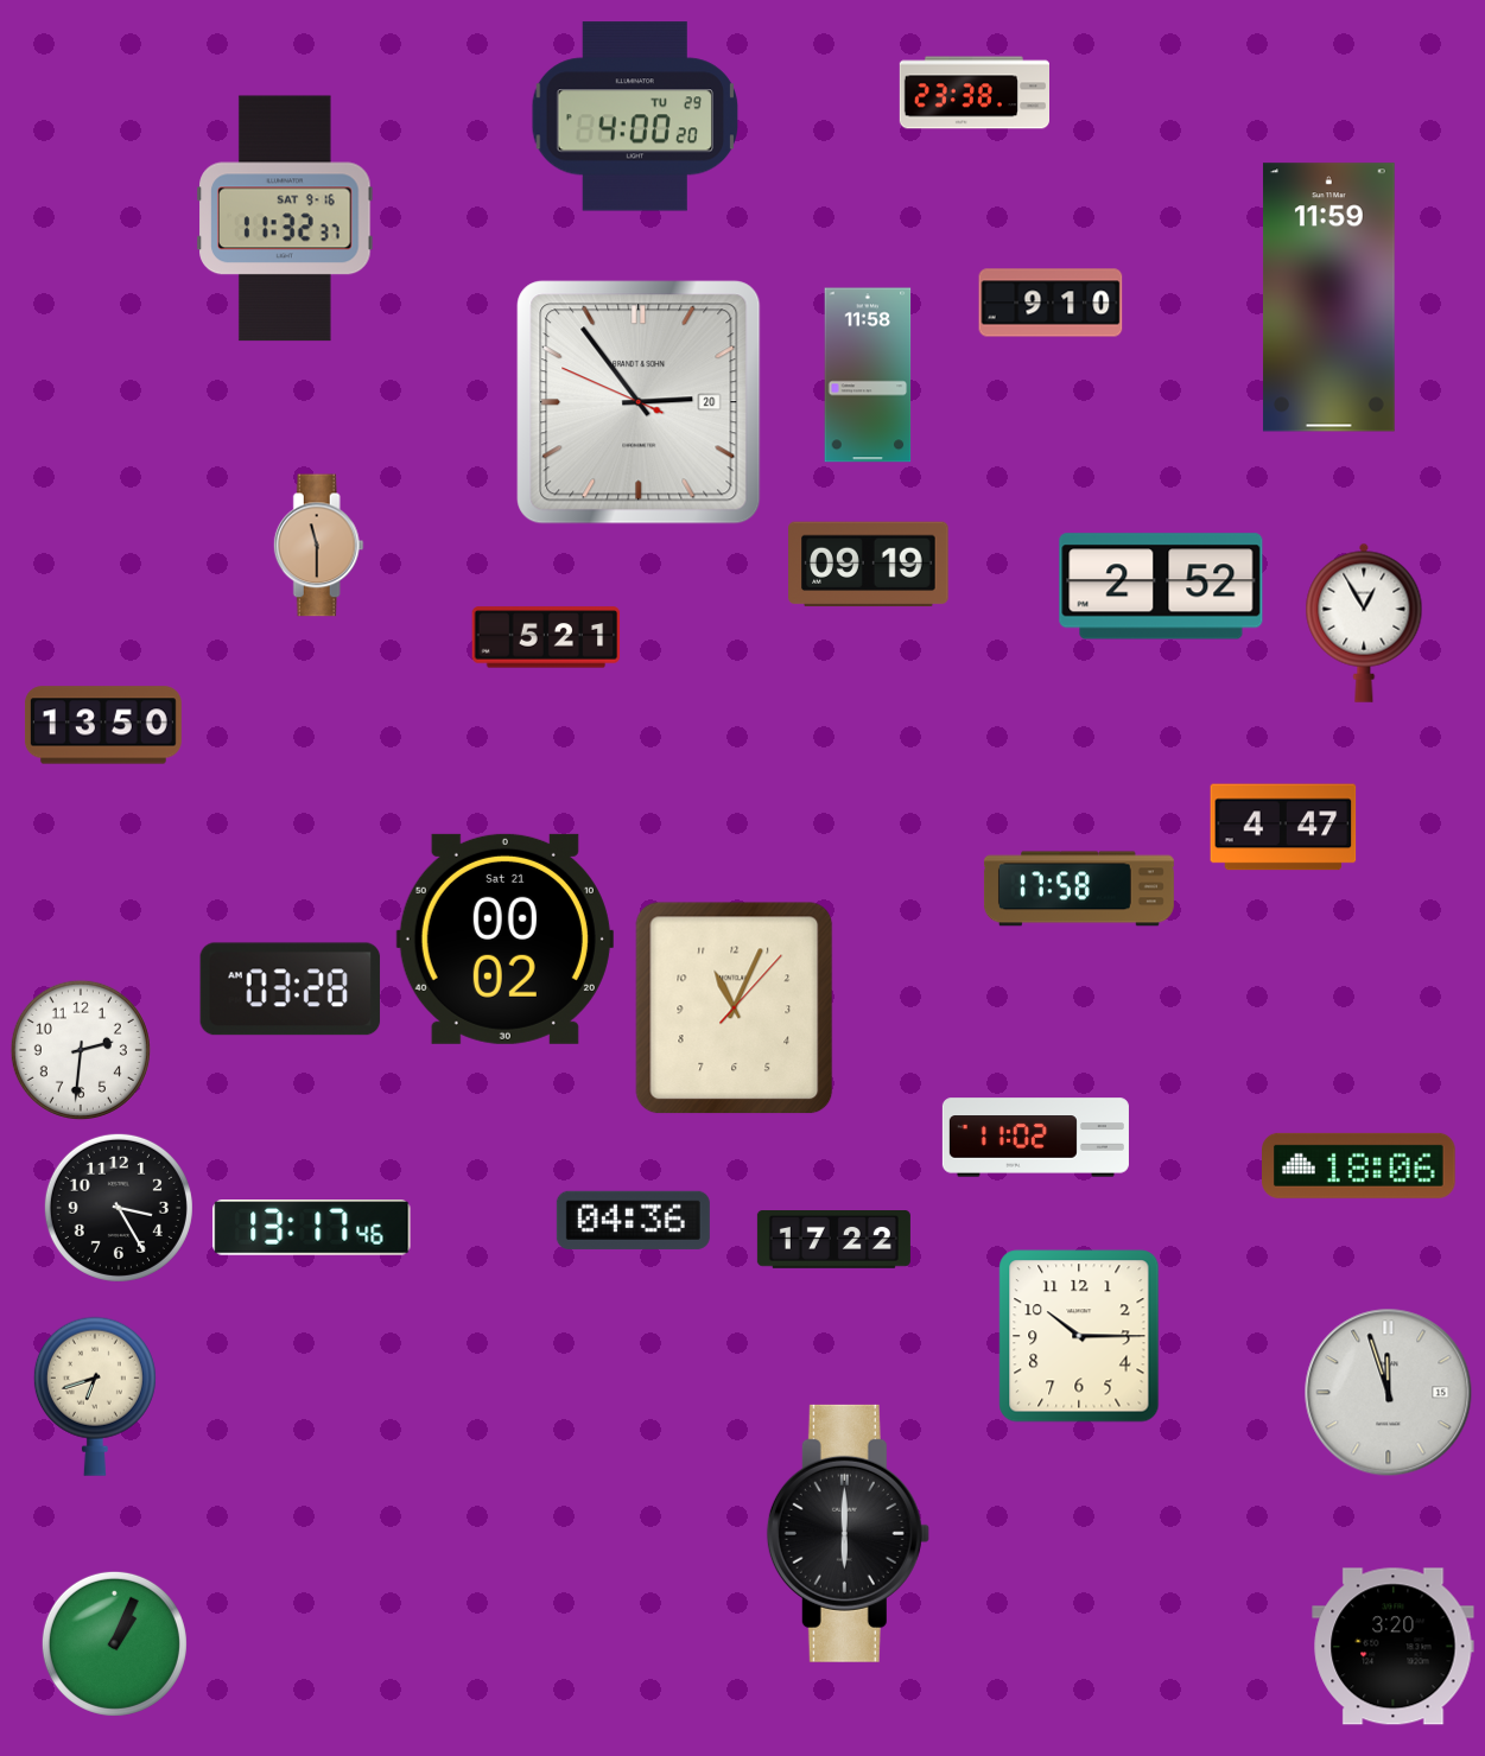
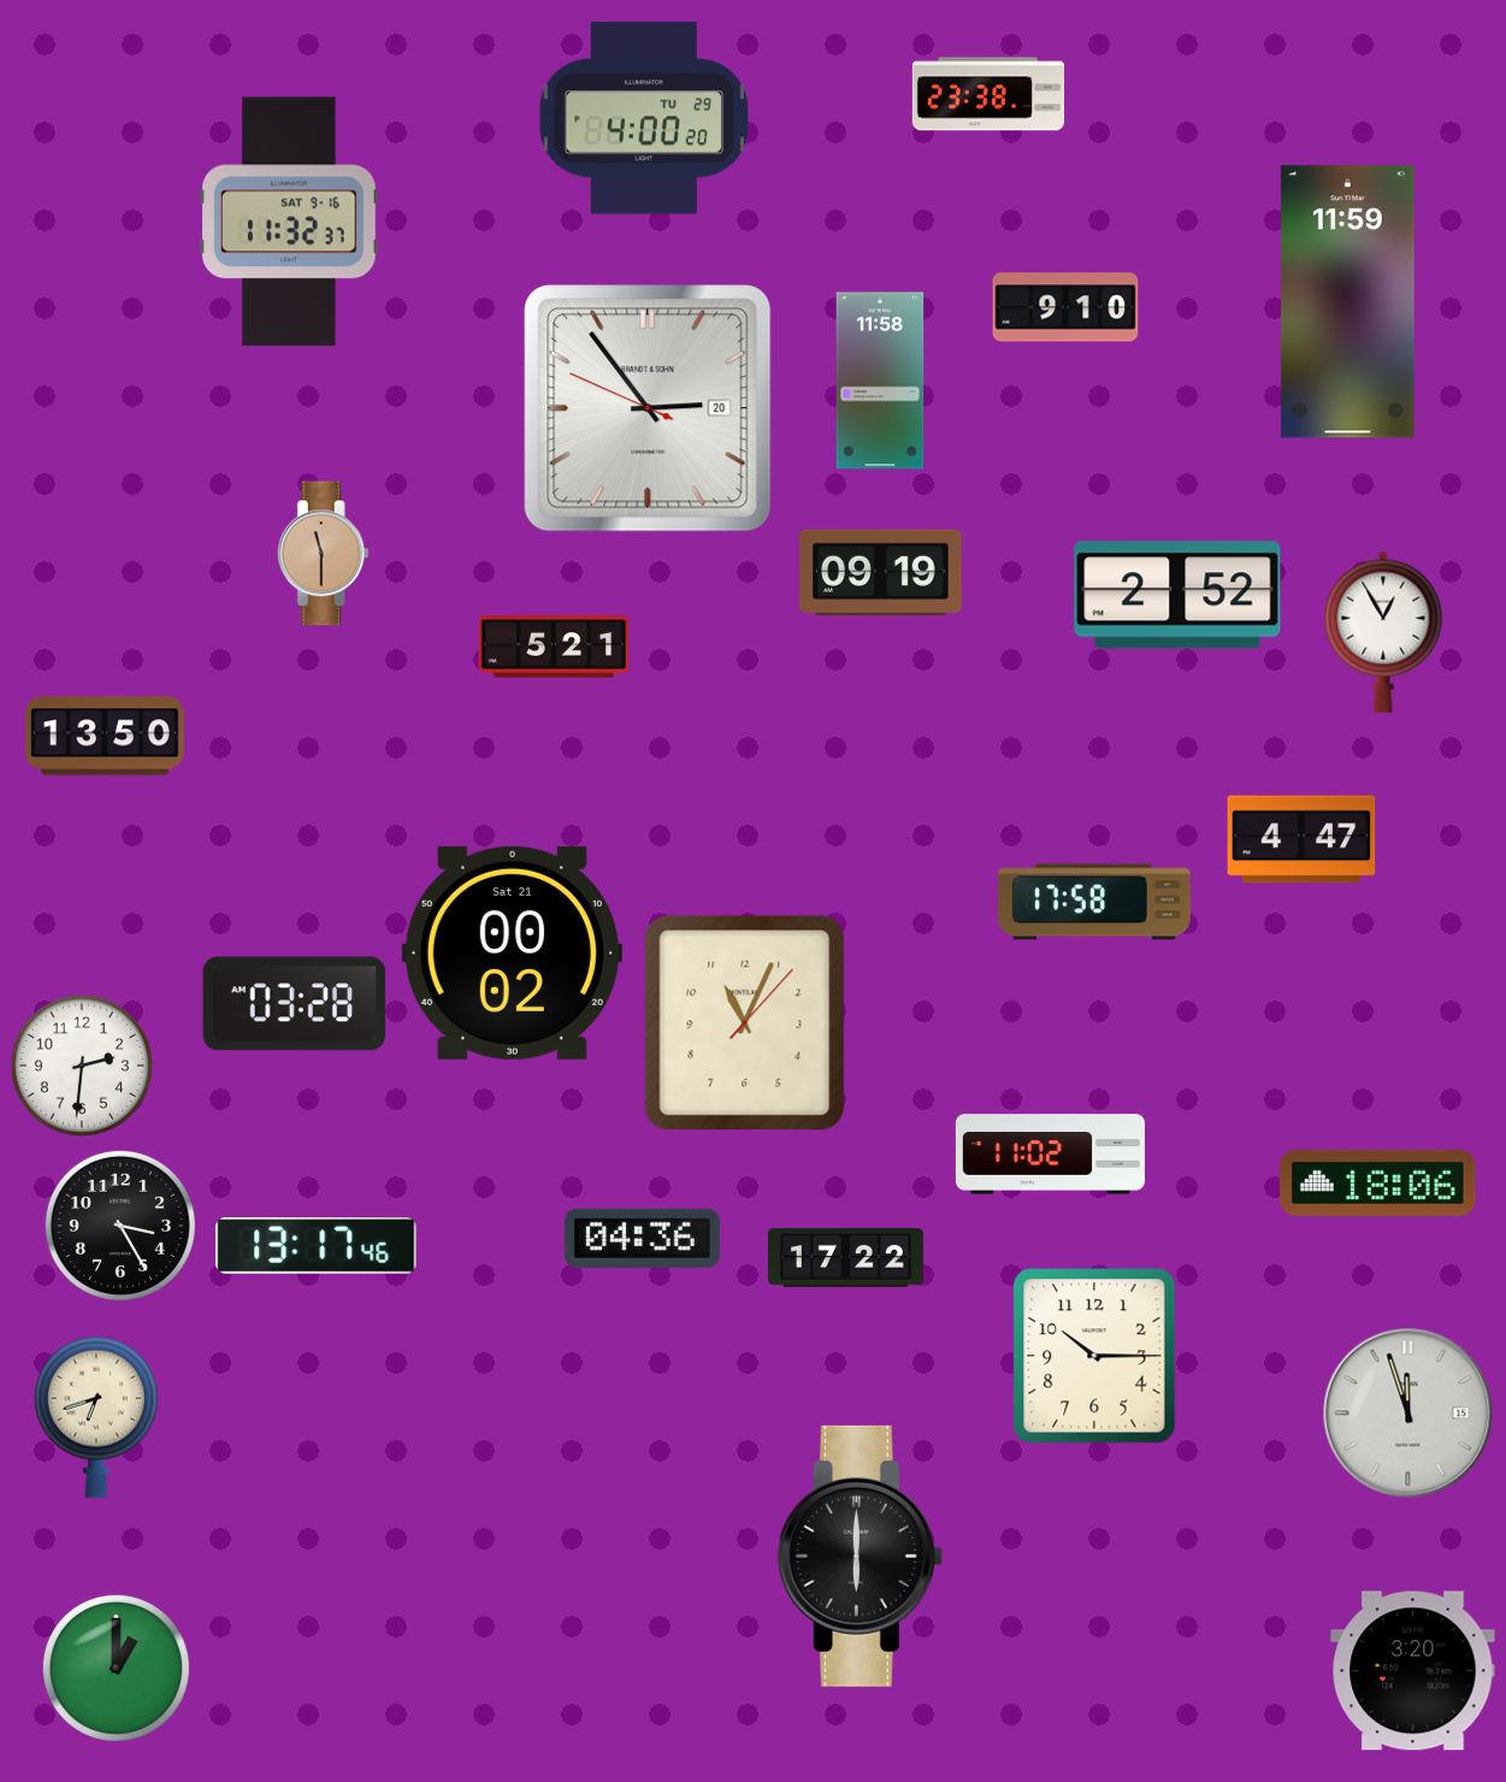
clock at (114, 1643): 1:04 -> 1:00
